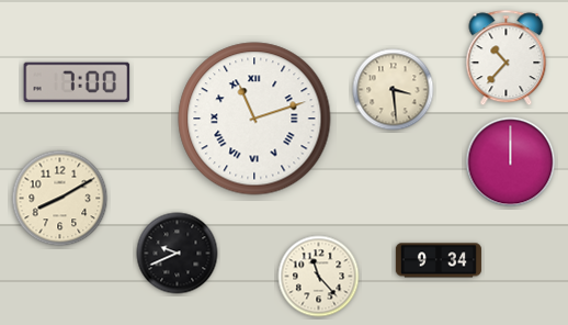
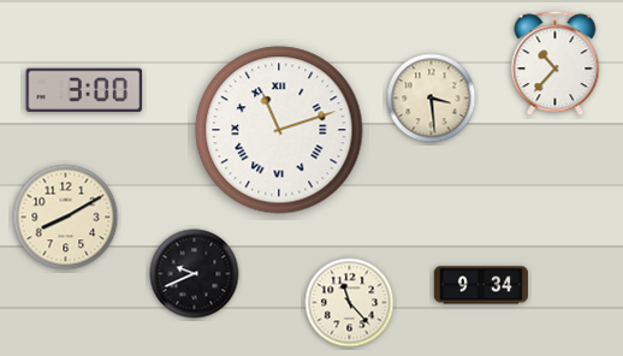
clock at (77, 82): 7:00 -> 3:00
clock at (511, 162): 12:00 -> none
clock at (178, 254) position: (178, 254) -> (195, 274)
